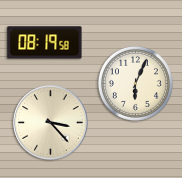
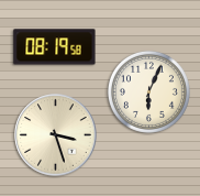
clock at (45, 43) position: (45, 43) -> (55, 47)
clock at (51, 123): 3:23 -> 3:27
